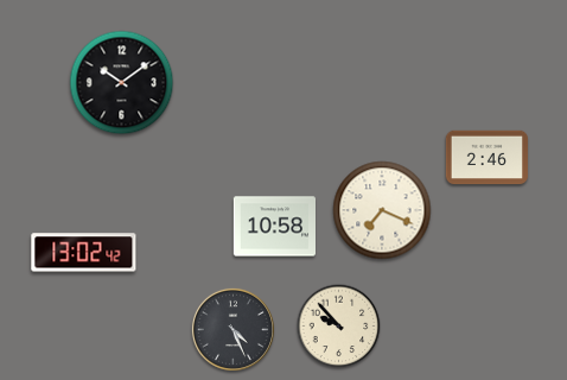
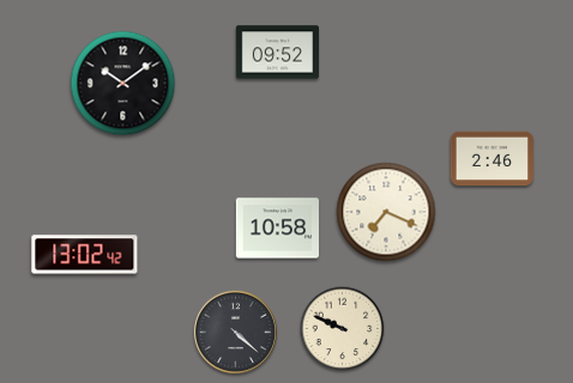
clock at (277, 53): none -> 09:52
clock at (339, 327): 9:53 -> 9:49
clock at (232, 329): 4:26 -> 4:22
